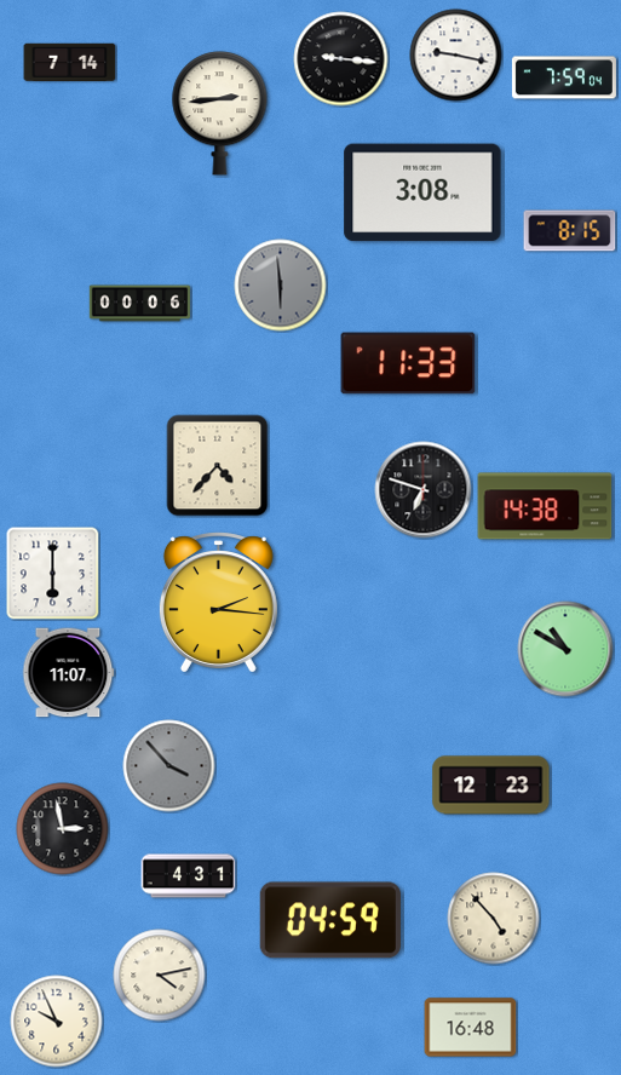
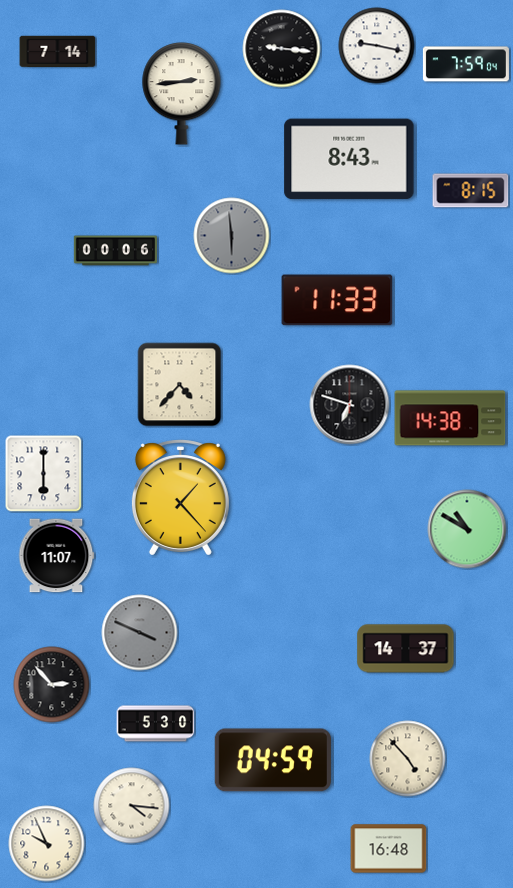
clock at (422, 192): 3:08 -> 8:43
clock at (218, 603): 2:16 -> 1:23
clock at (565, 649) position: (565, 649) -> (467, 529)
clock at (169, 766): 3:53 -> 3:49
clock at (491, 786): 12:23 -> 14:37
clock at (63, 829): 2:58 -> 2:53
clock at (189, 876): 4:31 -> 5:30
clock at (160, 976): 4:13 -> 4:16
